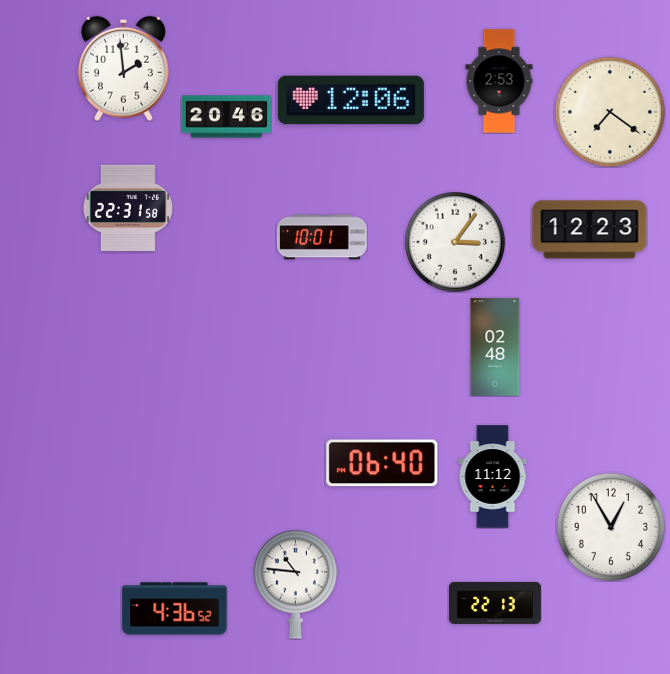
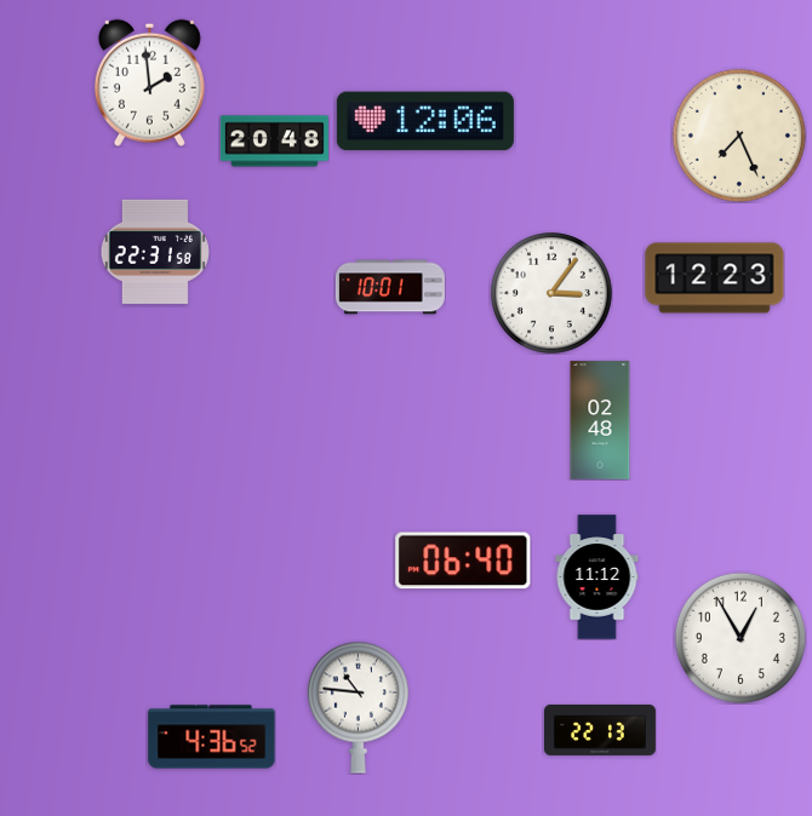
clock at (499, 81): 2:53 -> none
clock at (610, 112): 7:21 -> 7:26
clock at (226, 117): 20:46 -> 20:48
